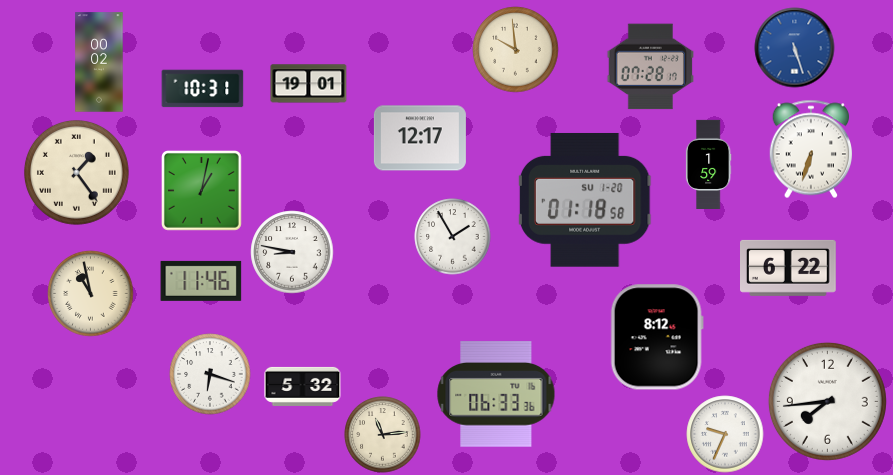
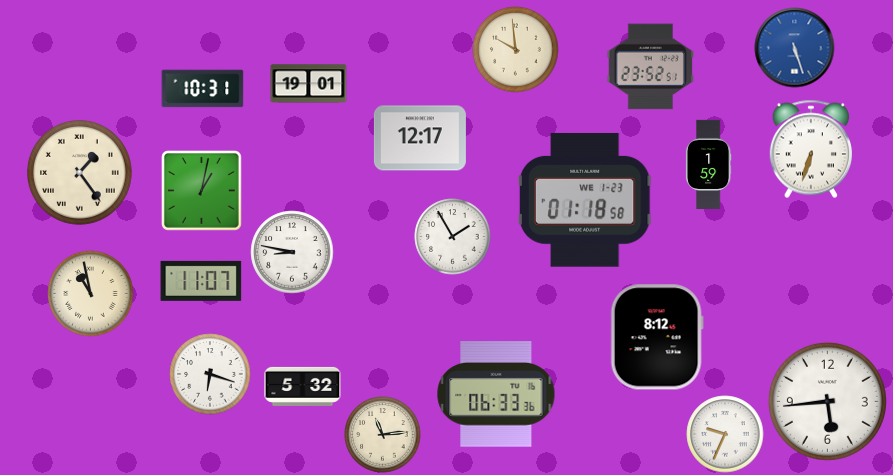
clock at (99, 62): 00:02 -> none
clock at (650, 67): 07:28 -> 23:52
clock at (77, 173) position: (77, 173) -> (80, 173)
clock at (585, 200) date: SU 1-20 -> WE 1-23
clock at (789, 268): 6:22 -> none
clock at (201, 281): 11:46 -> 11:07
clock at (827, 401): 7:44 -> 5:44
